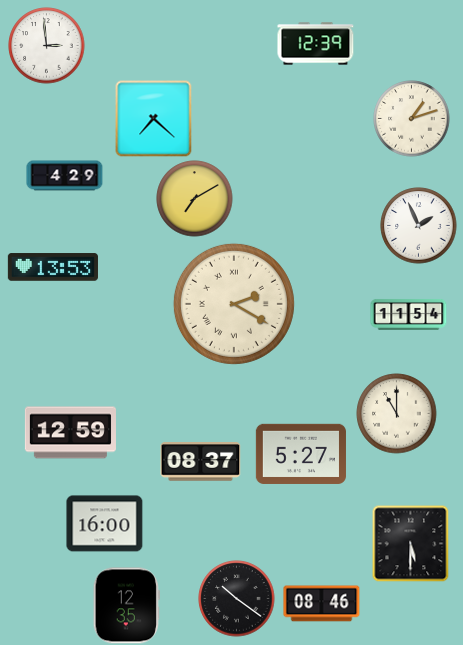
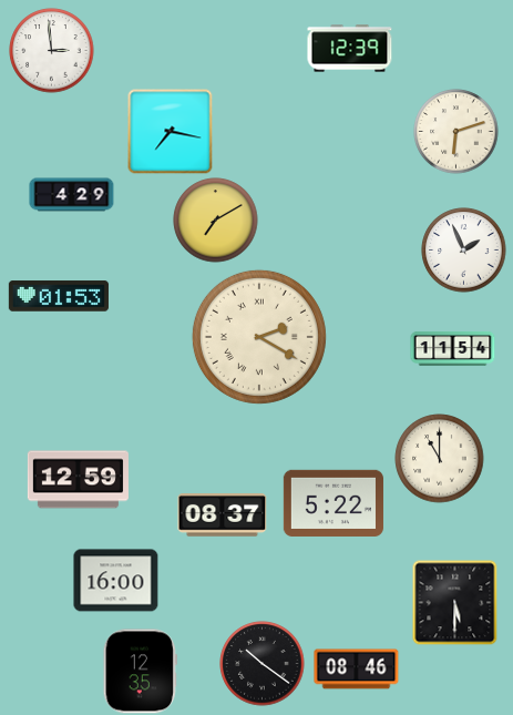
clock at (154, 119): 7:22 -> 7:17
clock at (412, 119): 1:12 -> 6:12
clock at (53, 267): 13:53 -> 01:53
clock at (301, 454): 5:27 -> 5:22
clock at (201, 462) position: (201, 462) -> (223, 515)
